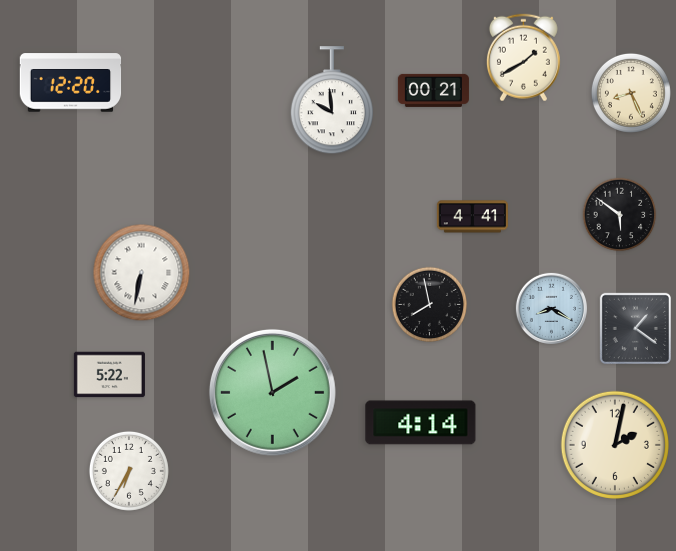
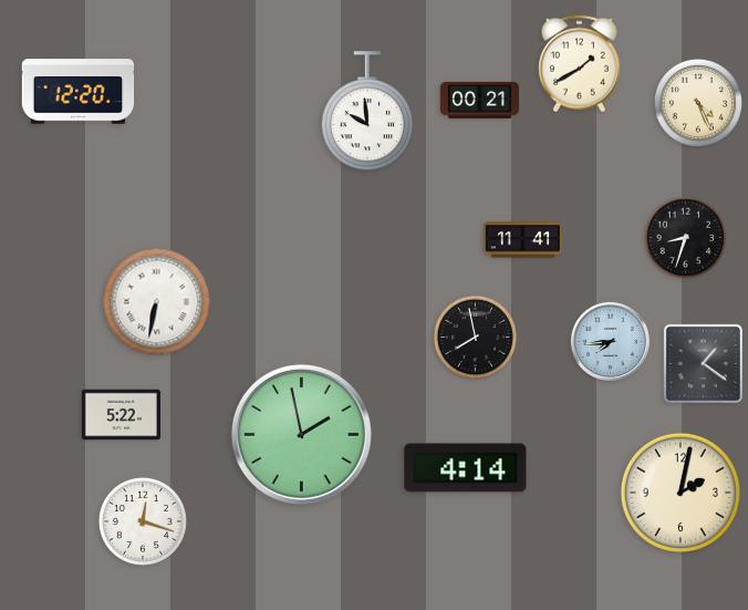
clock at (631, 93): 8:26 -> 4:26
clock at (620, 215): 5:51 -> 8:33
clock at (472, 217): 4:41 -> 11:41
clock at (551, 308): 8:20 -> 7:44
clock at (129, 471): 6:35 -> 12:18
